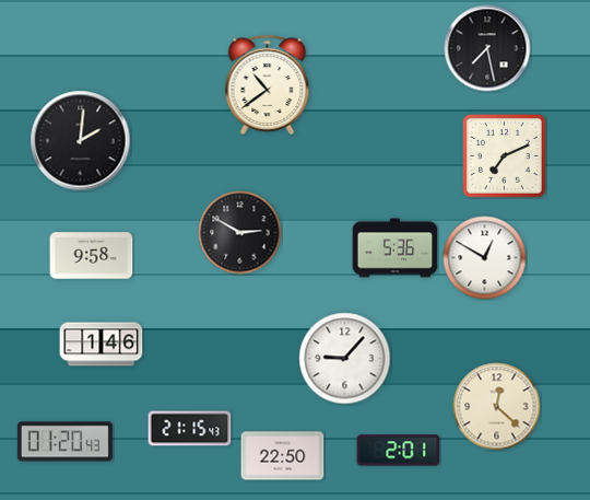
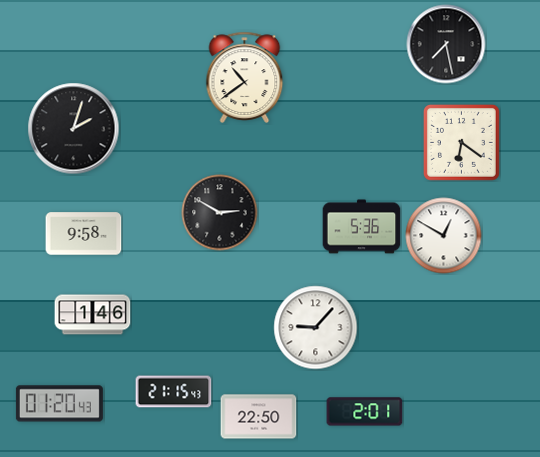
clock at (81, 141): 2:01 -> 2:03
clock at (504, 155): 7:11 -> 6:21
clock at (497, 407): 12:22 -> none
